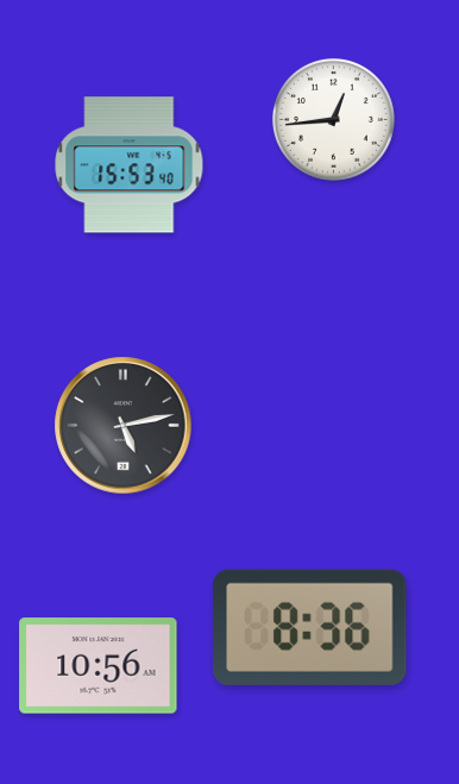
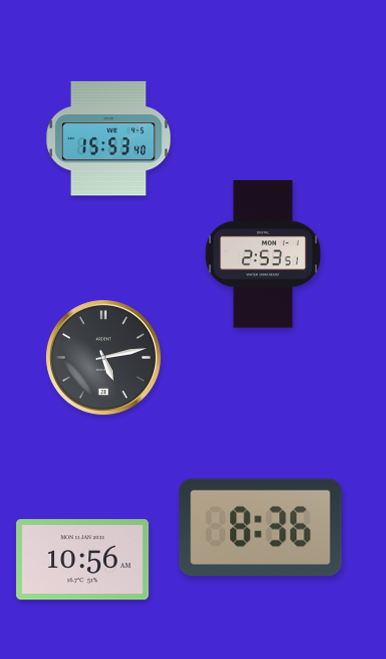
clock at (333, 119): 12:44 -> none
clock at (263, 254): none -> 2:53
